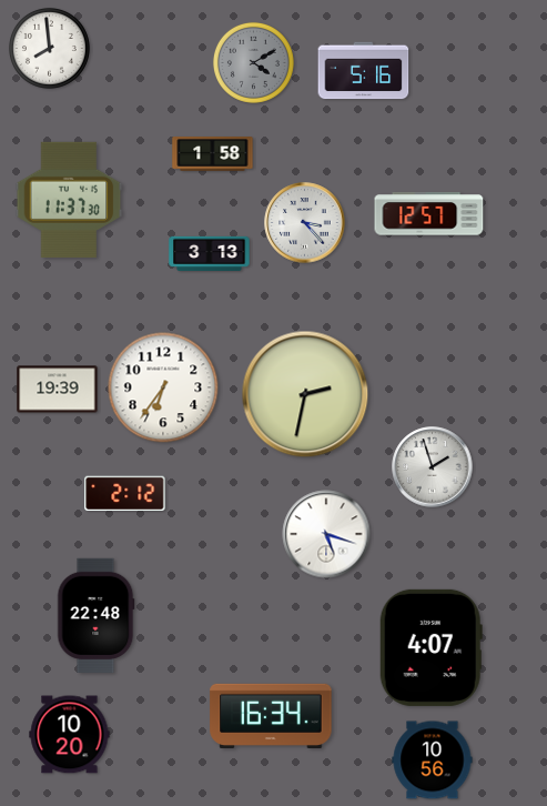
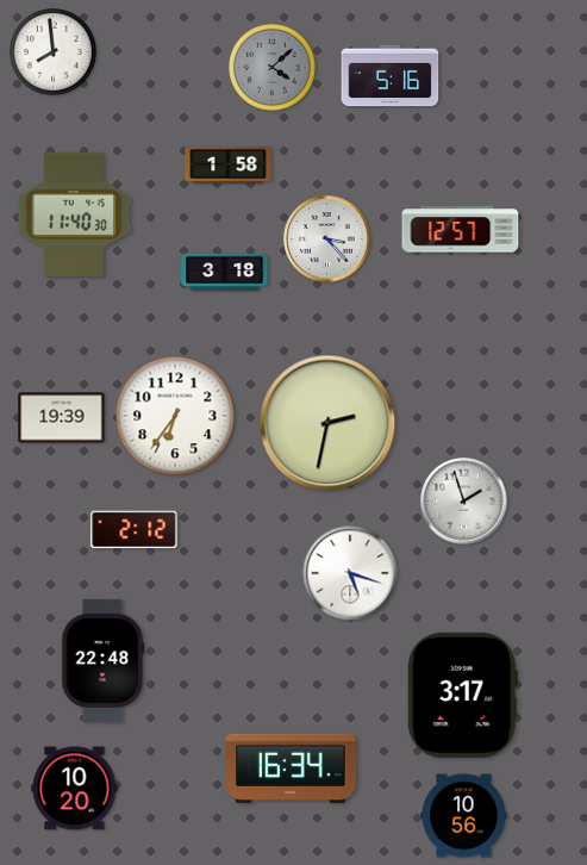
clock at (253, 62): 4:10 -> 4:08
clock at (69, 200): 11:37 -> 11:40
clock at (210, 253): 3:13 -> 3:18
clock at (430, 647): 4:07 -> 3:17
